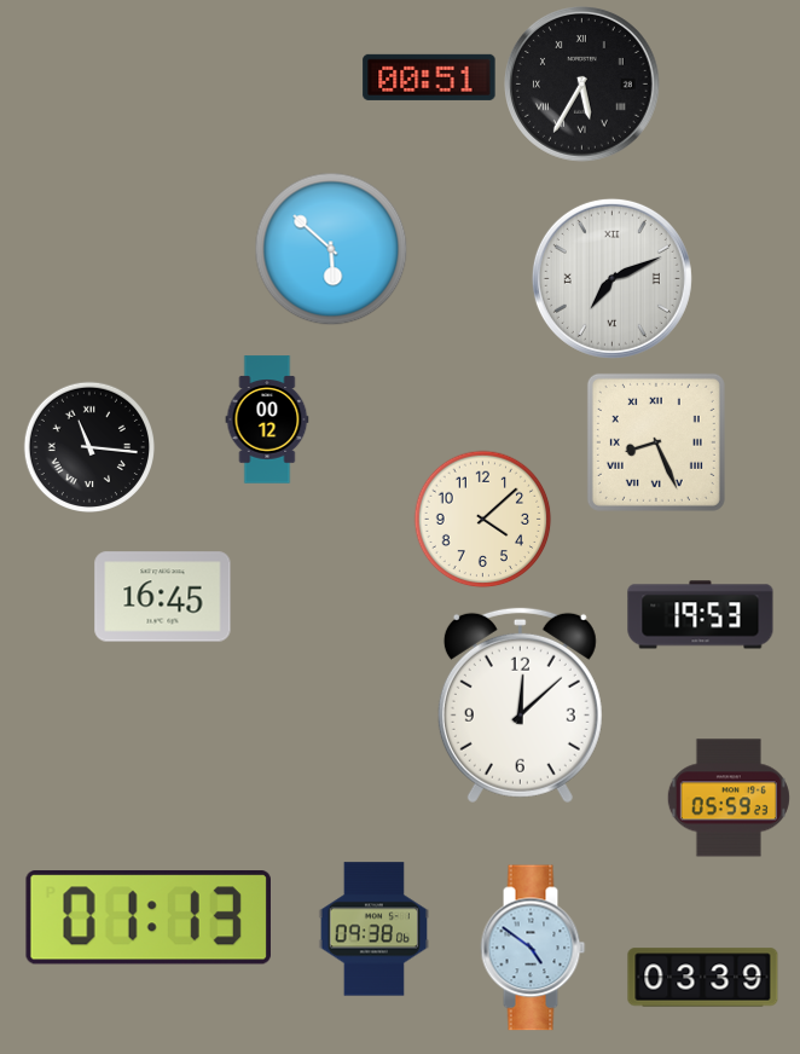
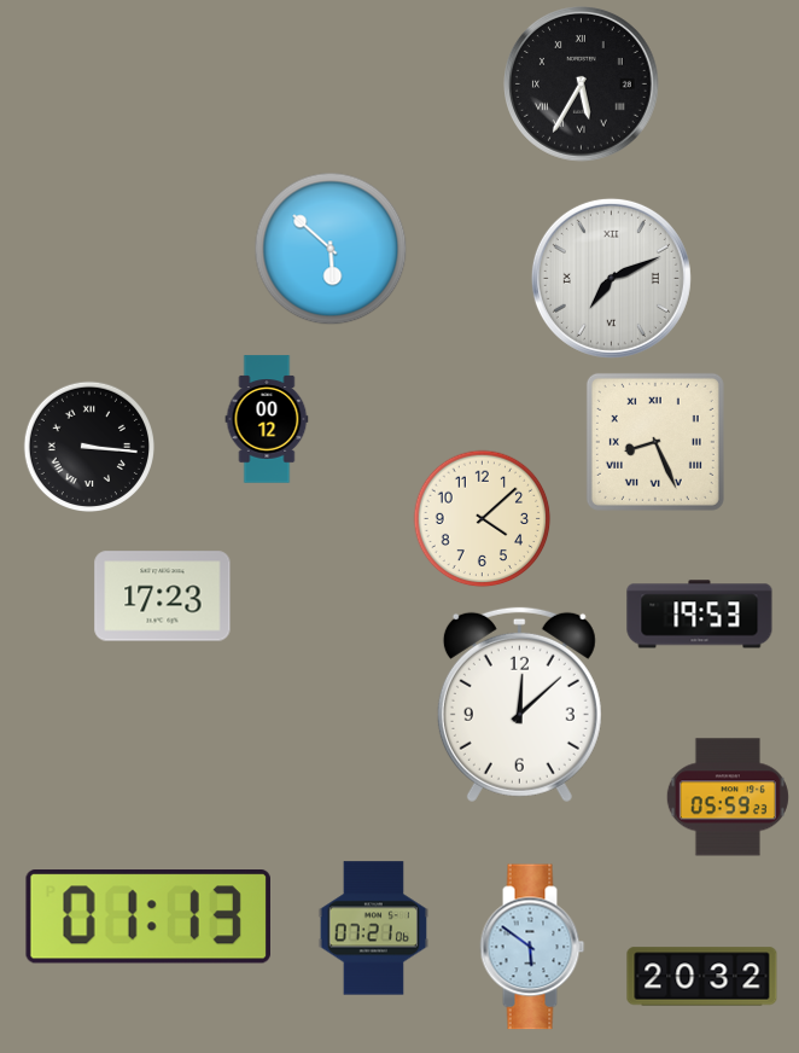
clock at (429, 77): 00:51 -> none
clock at (88, 446): 11:16 -> 3:16
clock at (163, 597): 16:45 -> 17:23
clock at (373, 930): 09:38 -> 07:21
clock at (533, 948): 4:51 -> 5:51
clock at (703, 978): 03:39 -> 20:32
